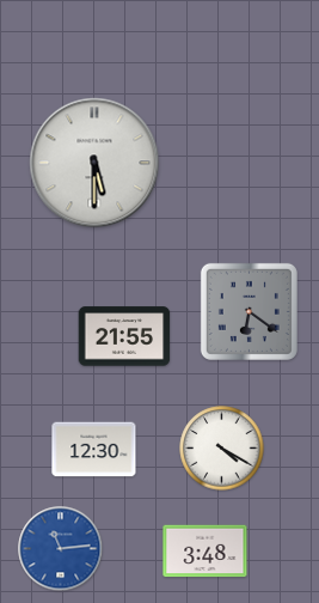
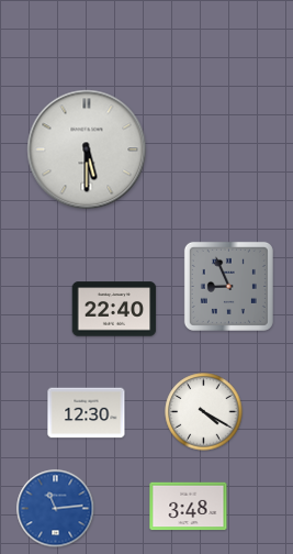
clock at (249, 311): 6:21 -> 8:56
clock at (124, 336): 21:55 -> 22:40
clock at (61, 549) position: (61, 549) -> (56, 509)
